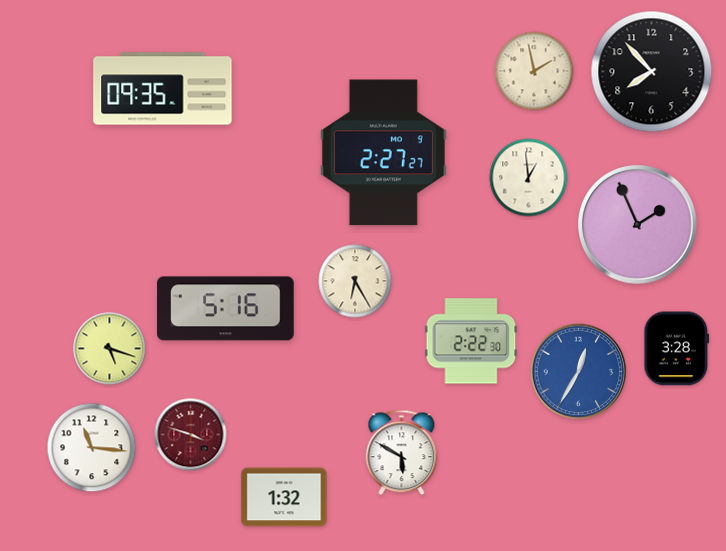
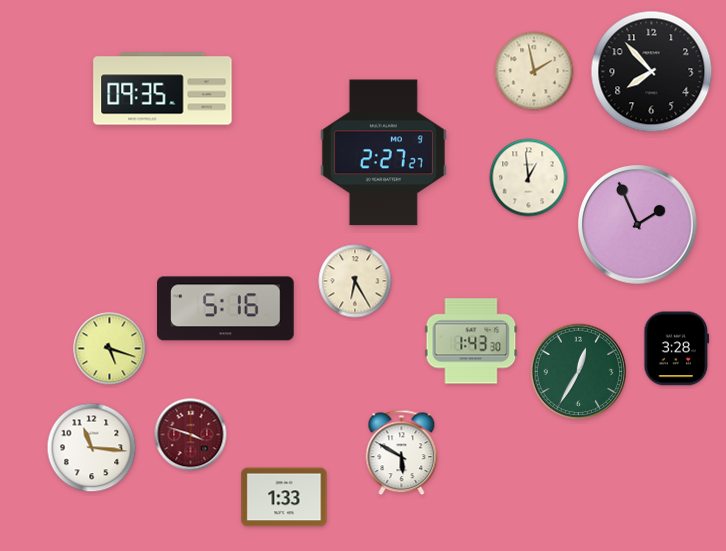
clock at (471, 341): 2:22 -> 1:43
clock at (579, 372) dial: blue -> green
clock at (284, 497): 1:32 -> 1:33
